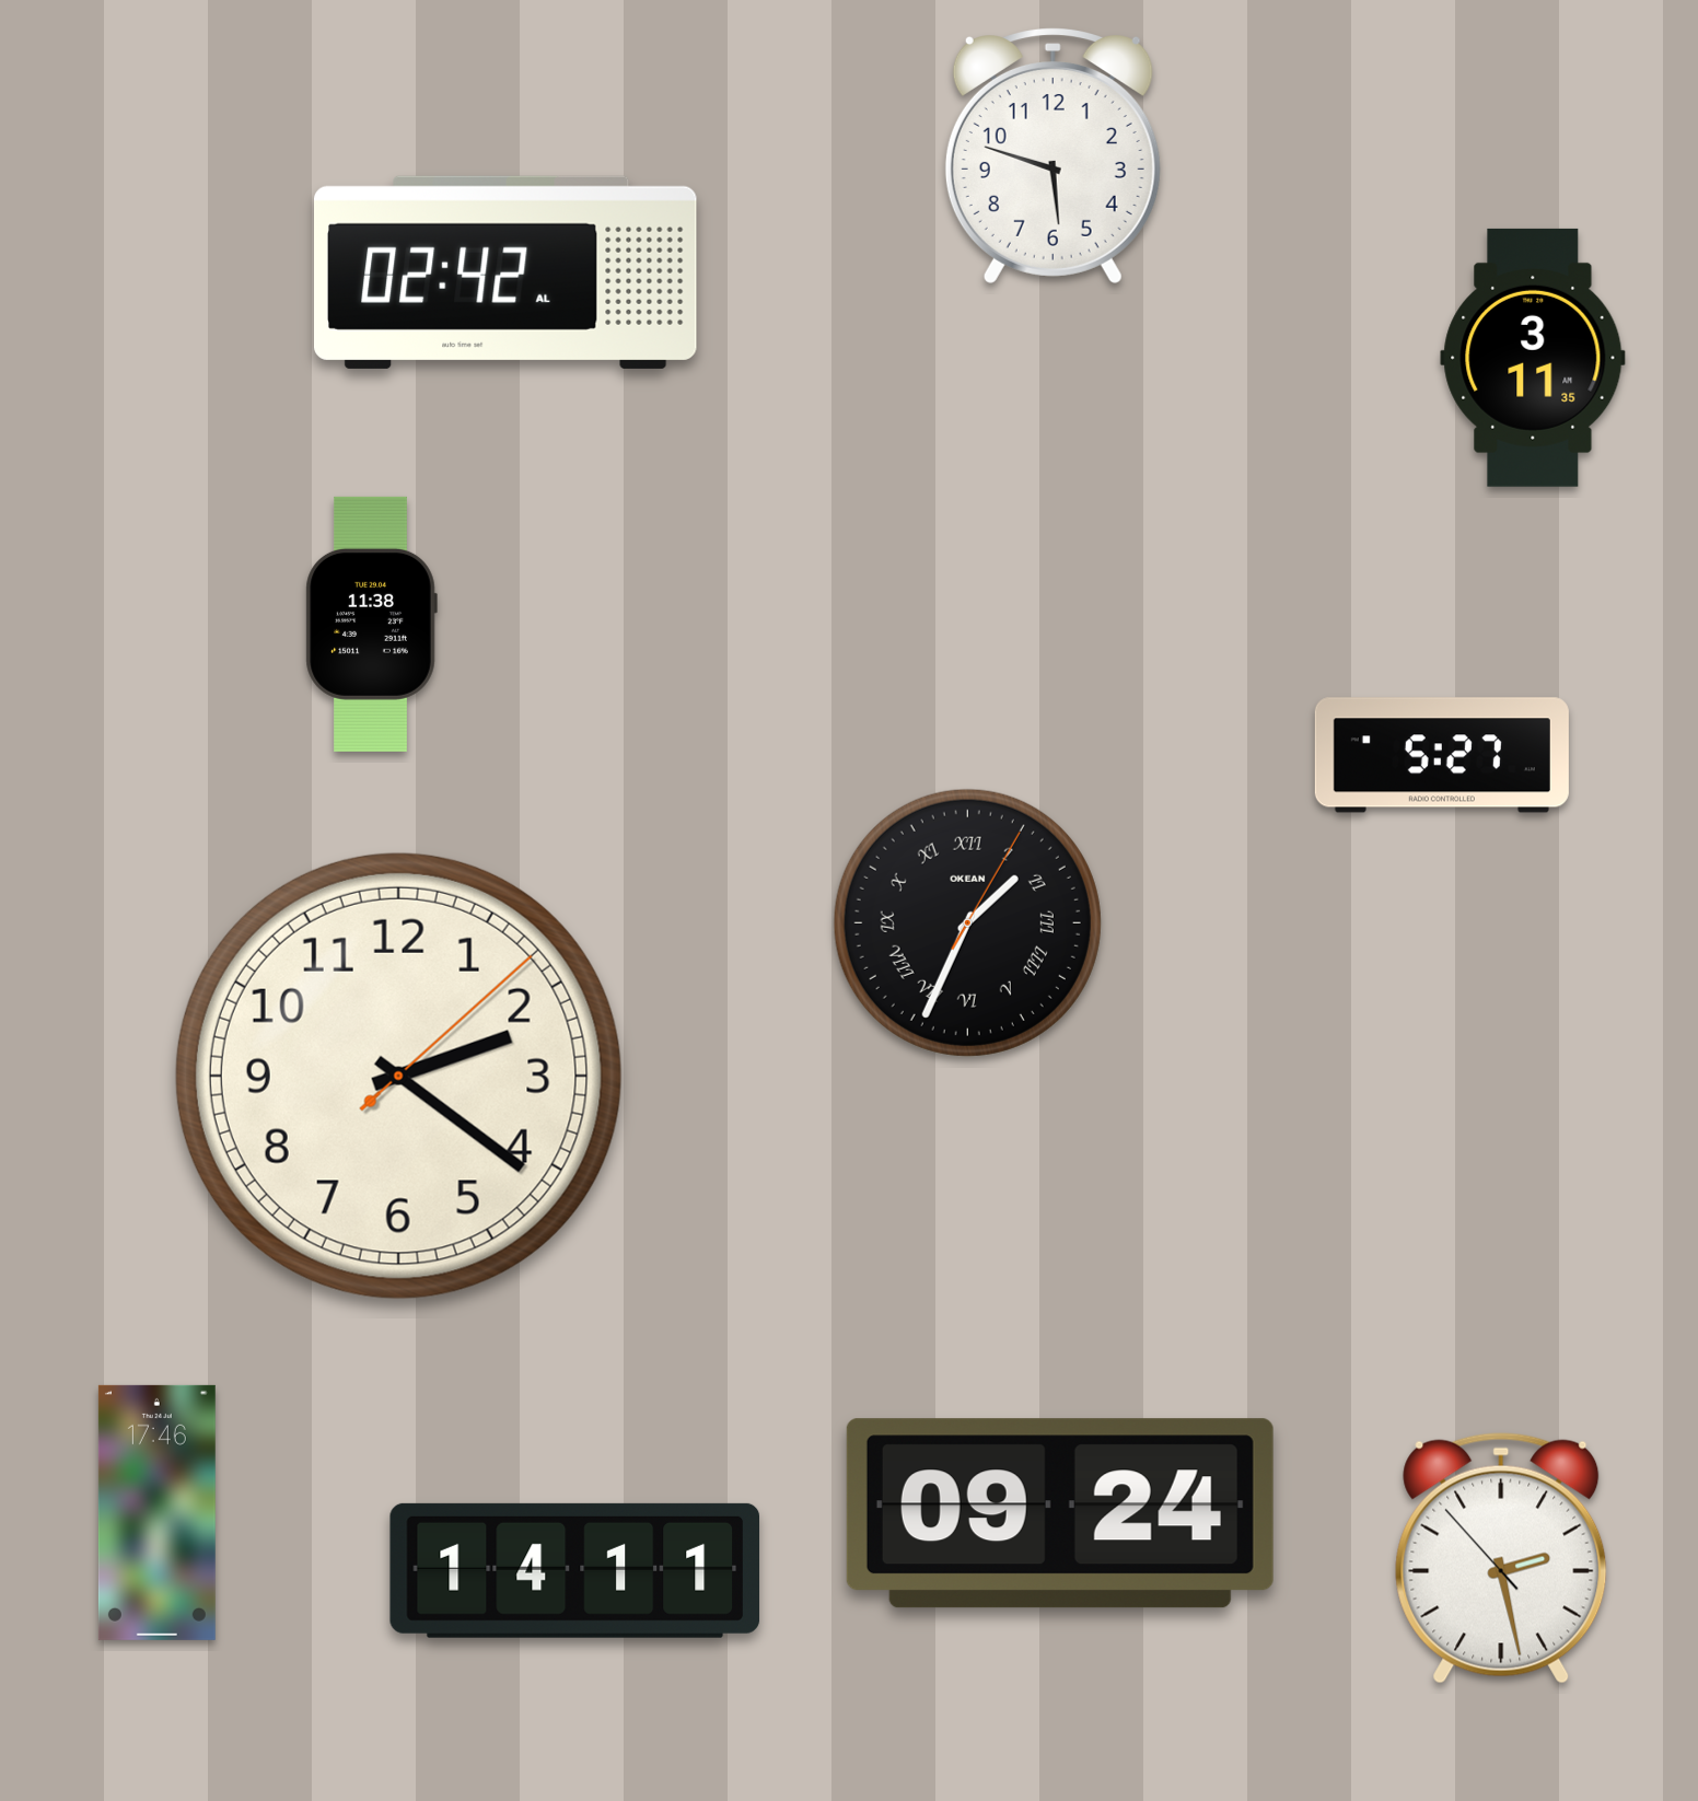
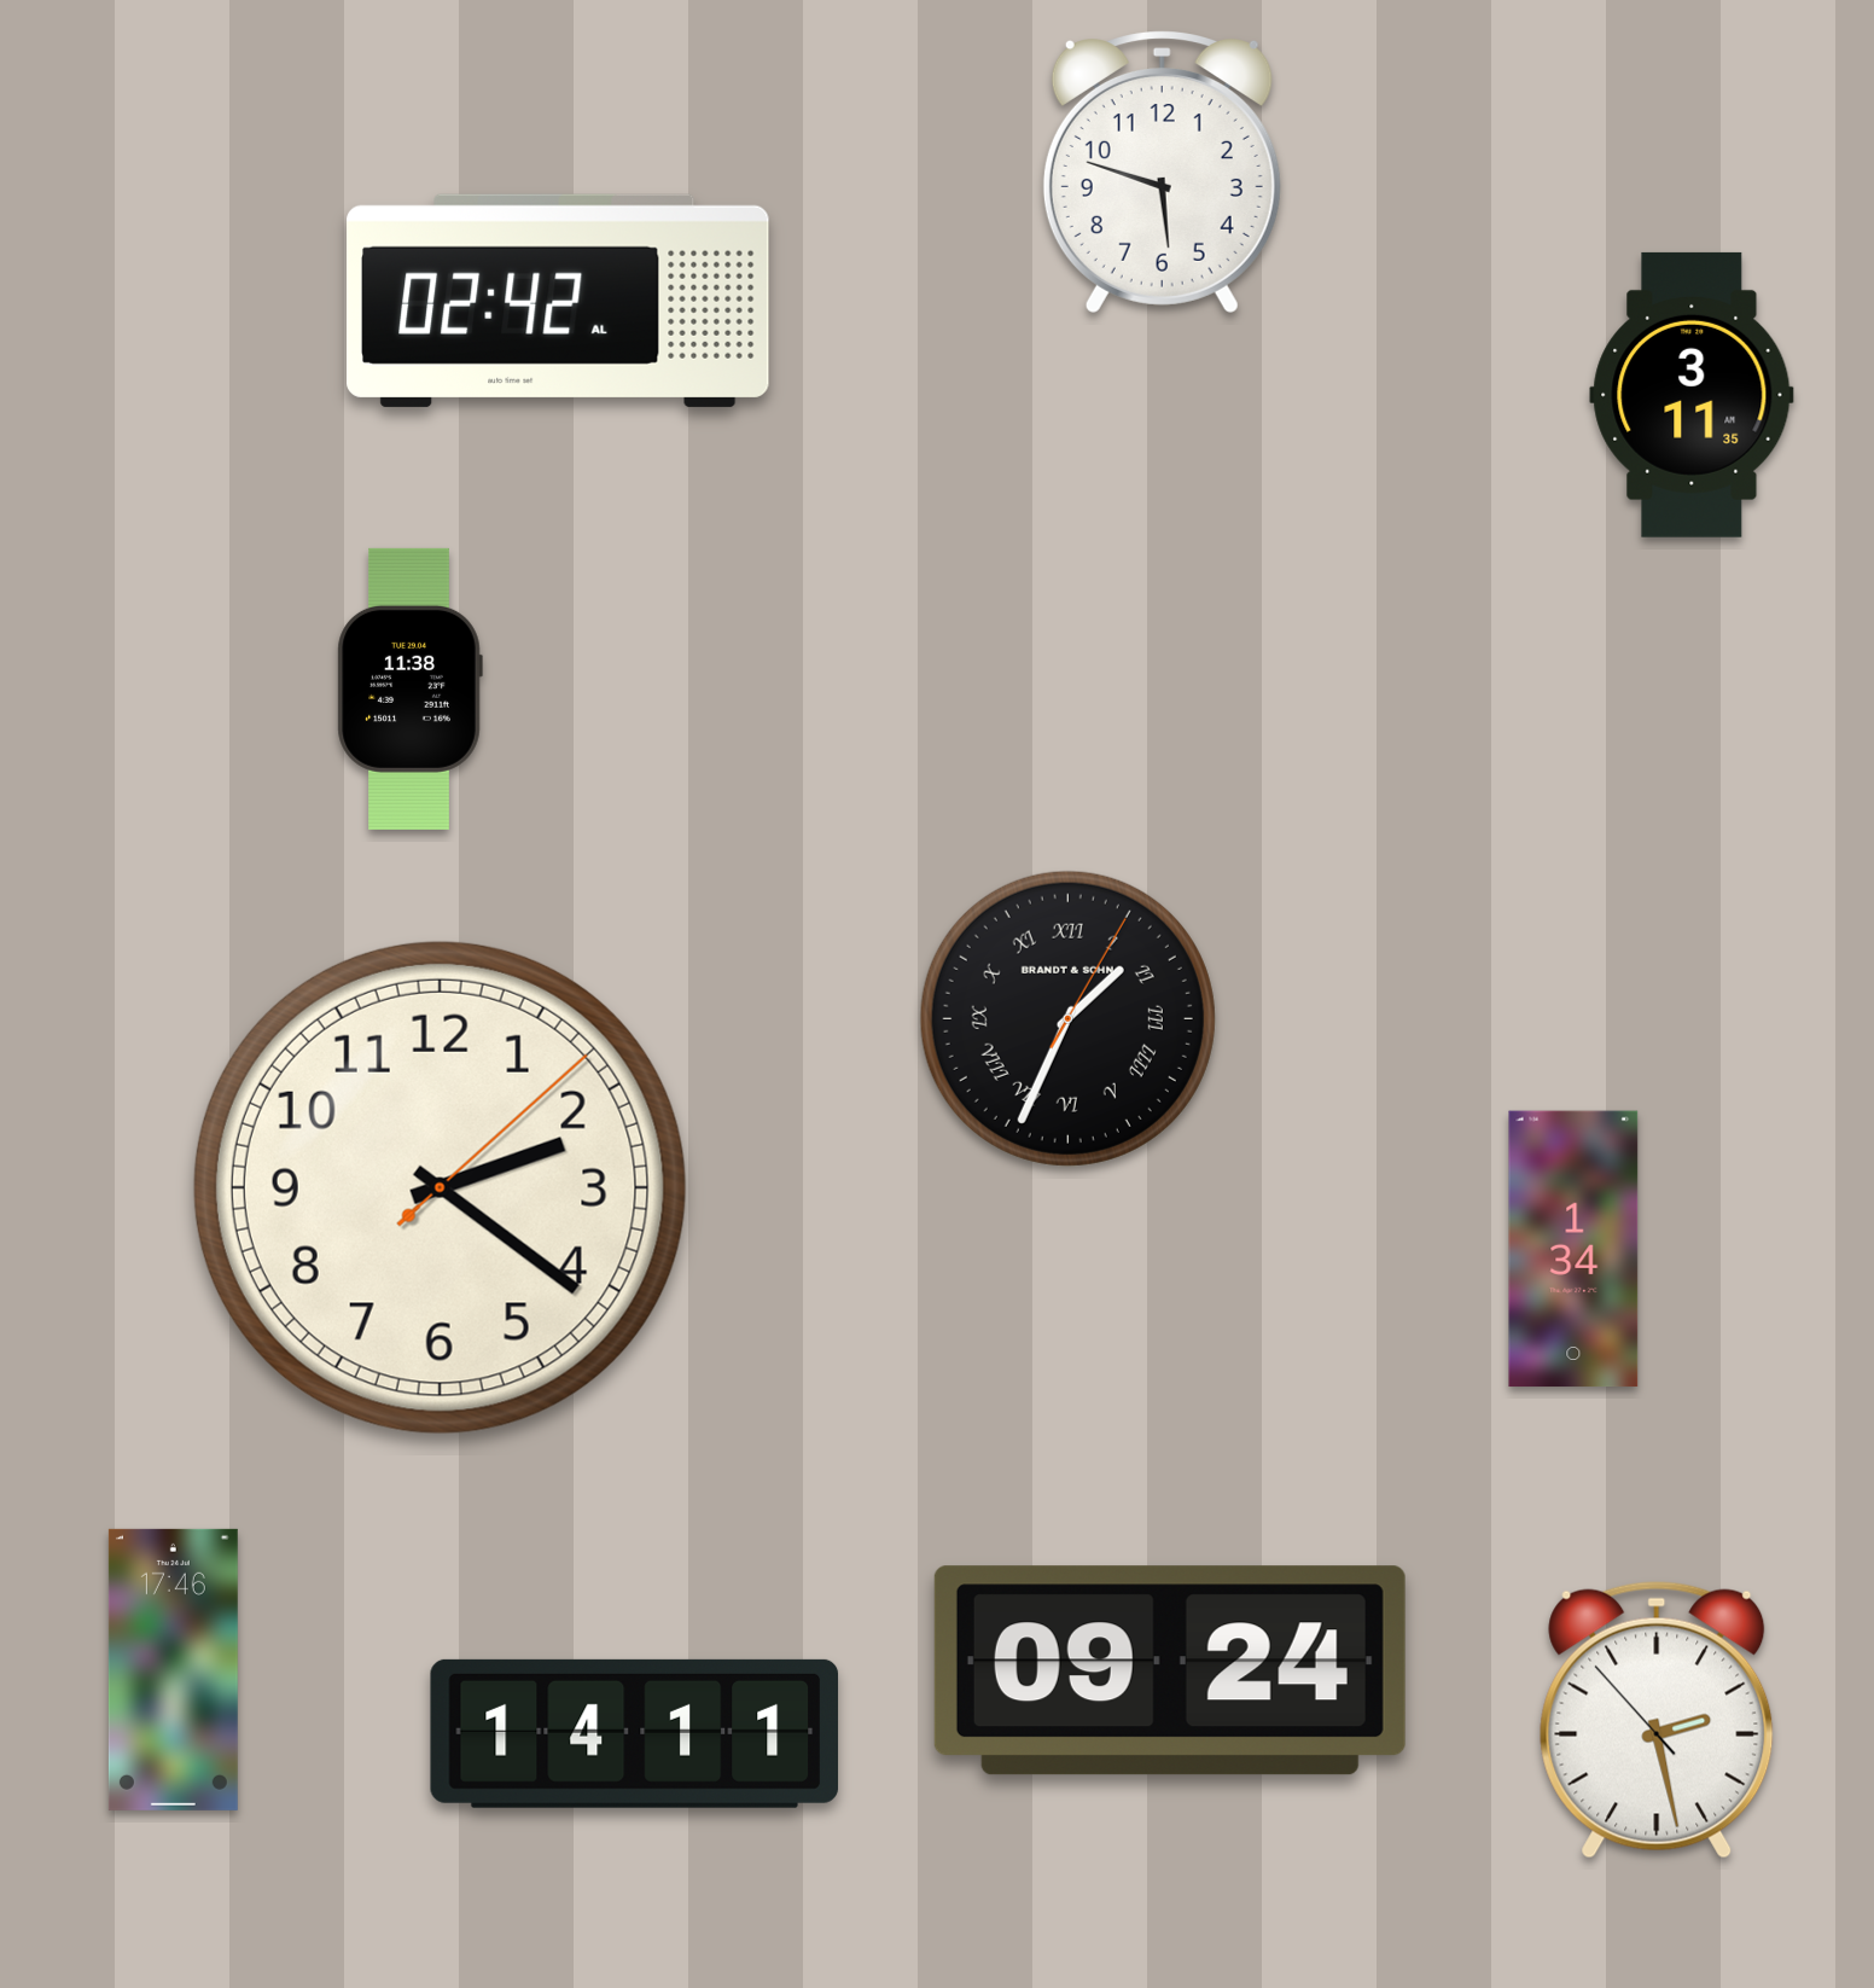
clock at (1442, 755): 5:27 -> none
clock at (967, 922) brand: OKEAN -> BRANDT & SOHN
clock at (1573, 1249): none -> 1:34
